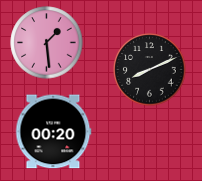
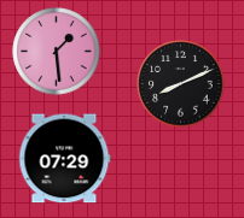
clock at (53, 132): 00:20 -> 07:29
